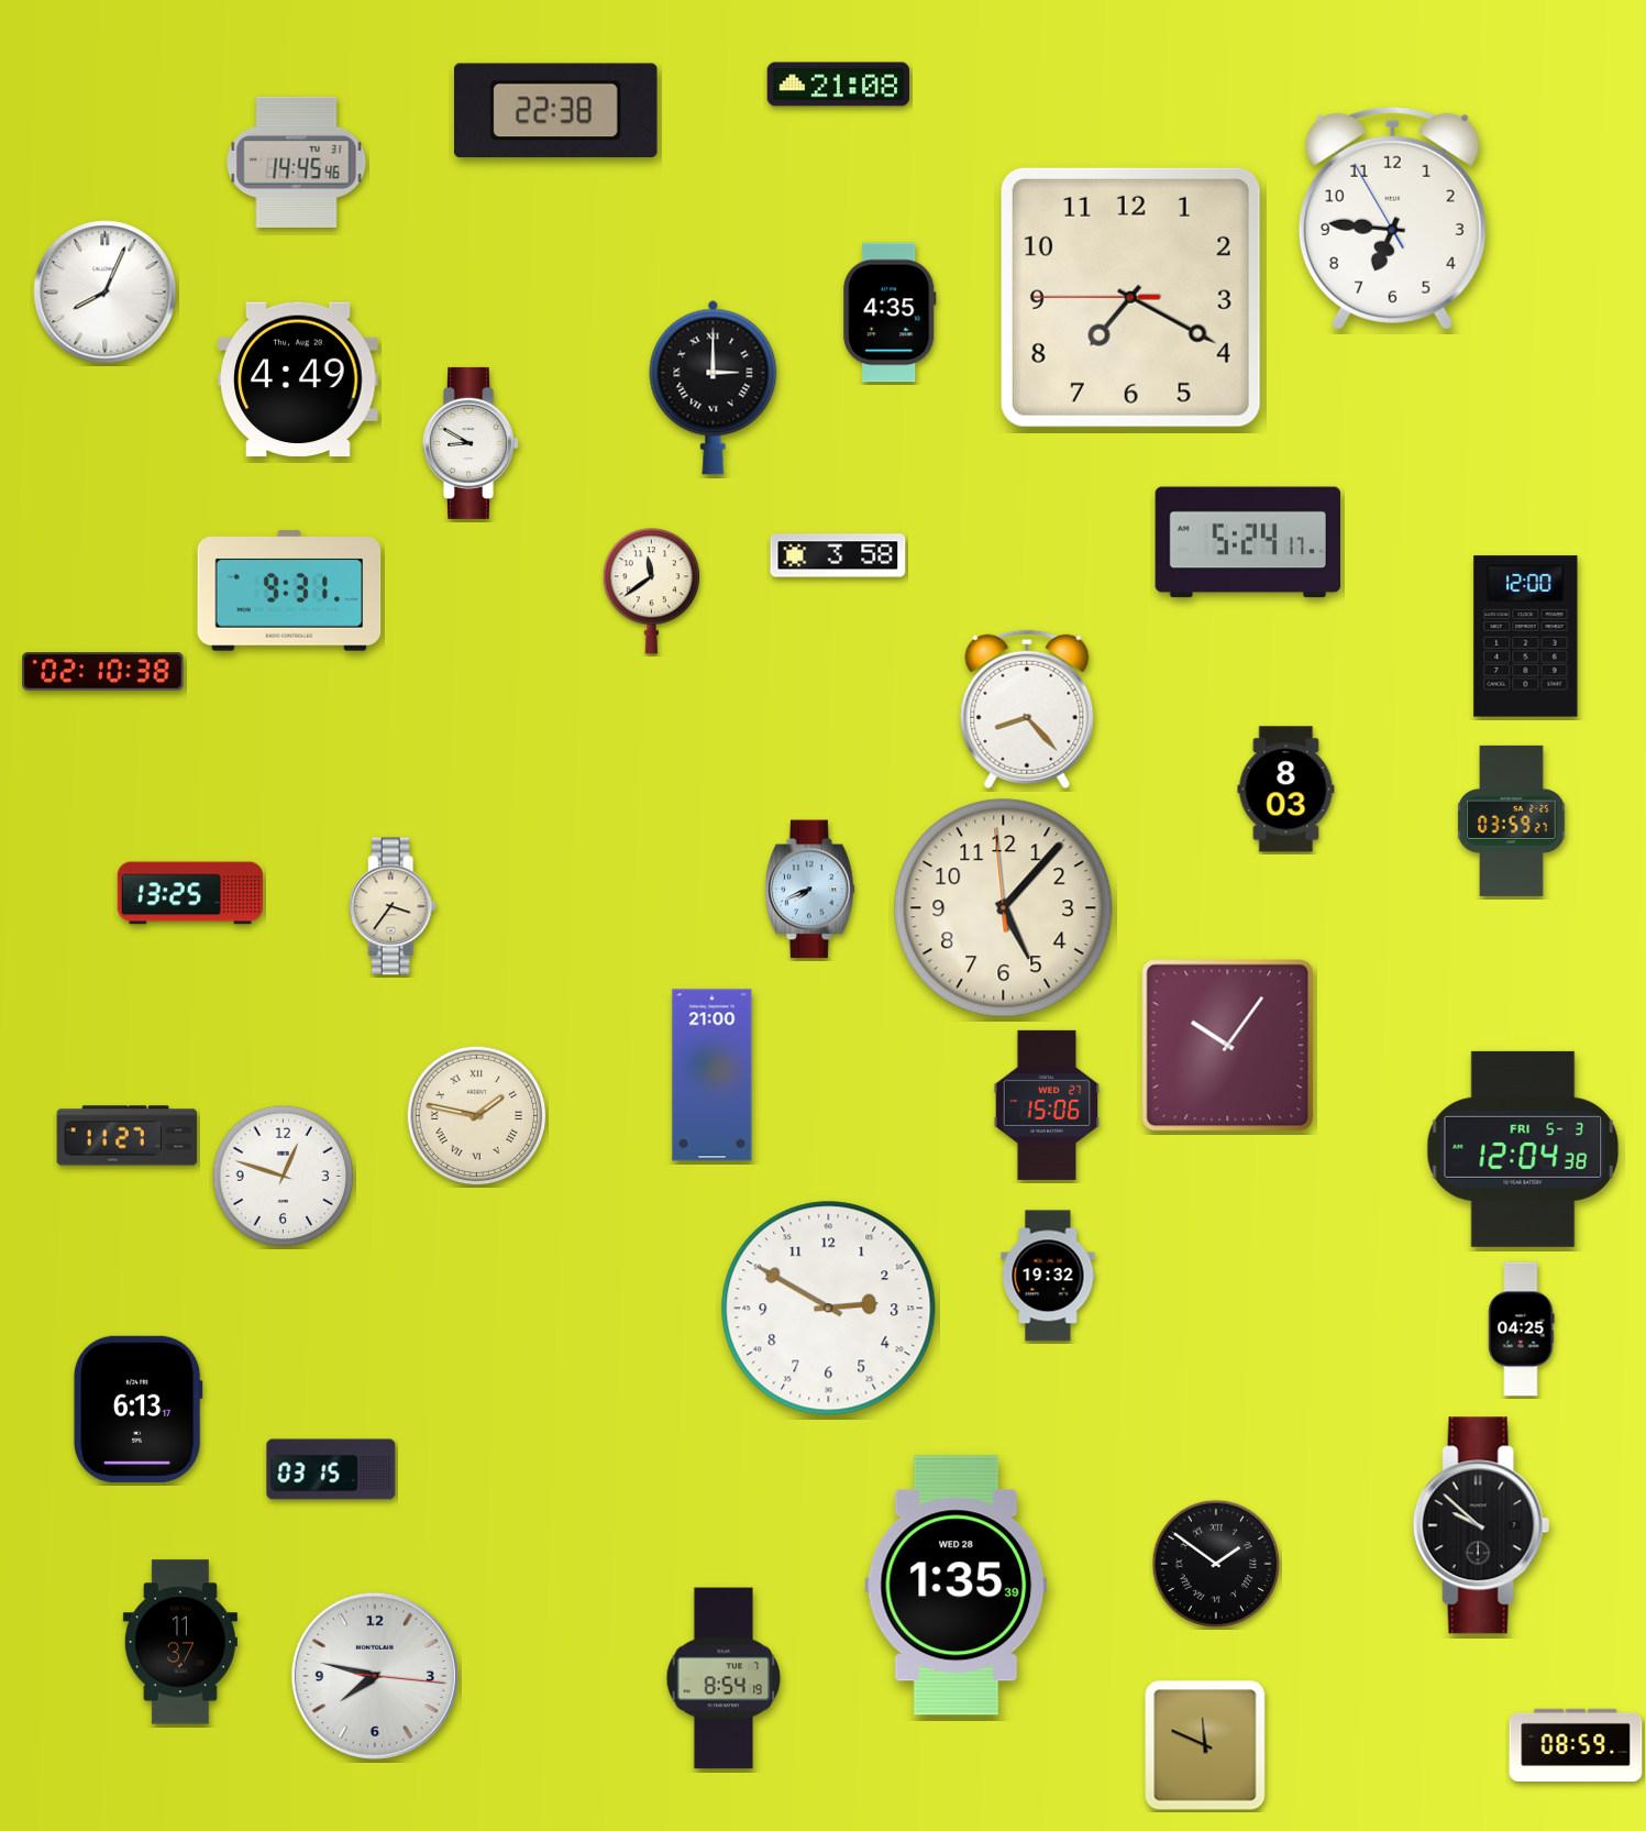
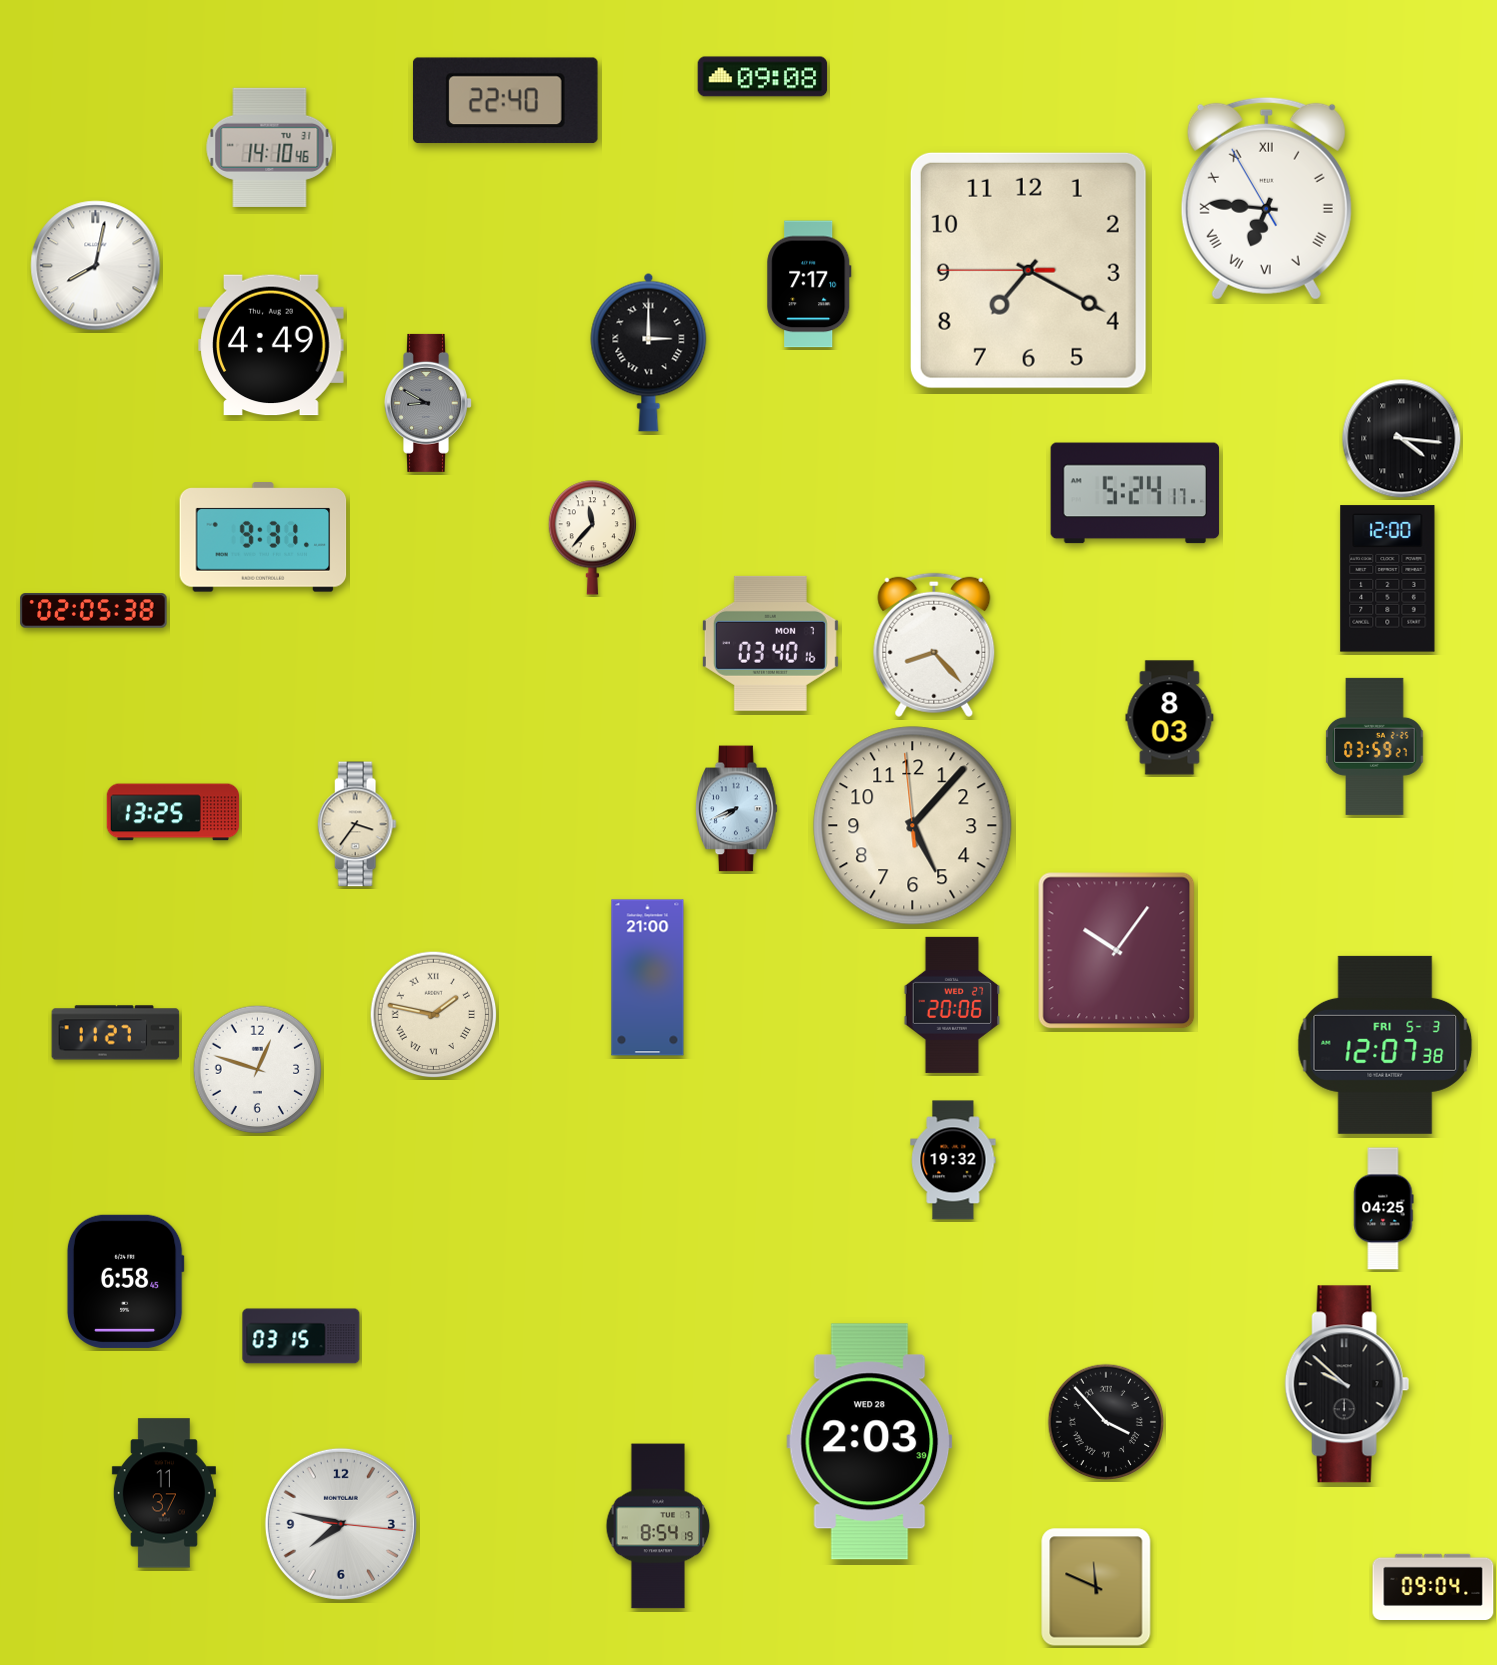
clock at (839, 85): 21:08 -> 09:08
clock at (555, 111): 22:38 -> 22:40
clock at (297, 162): 14:45 -> 14:10
clock at (1392, 218) numerals: Arabic -> Roman
clock at (106, 293): 8:04 -> 8:02
clock at (890, 312): 4:35 -> 7:17
clock at (472, 443) dial: white -> grey
clock at (1402, 439): none -> 4:16
clock at (838, 555): 3:58 -> none
clock at (651, 592): 11:39 -> 11:37
clock at (103, 672): 02:10 -> 02:05
clock at (770, 643): none -> 03:40
clock at (1047, 1105): 15:06 -> 20:06
clock at (1523, 1149): 12:04 -> 12:07
clock at (829, 1309): 2:50 -> none
clock at (137, 1409): 6:13 -> 6:58
clock at (1481, 1525) position: (1481, 1525) -> (1347, 1384)
clock at (1215, 1563): 1:51 -> 3:53
clock at (957, 1586): 1:35 -> 2:03
clock at (1576, 1744): 08:59 -> 09:04
